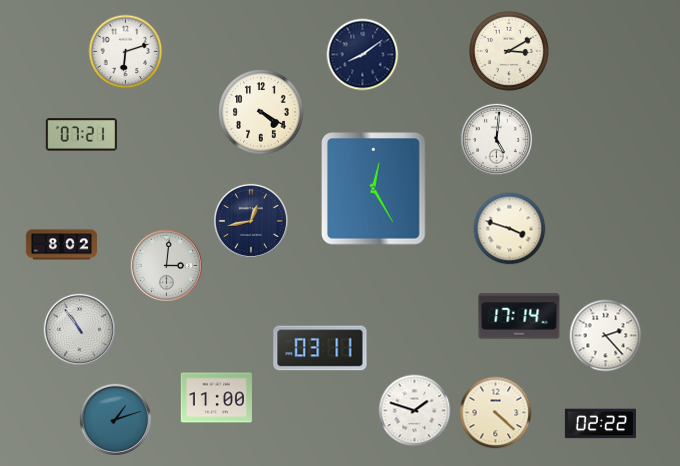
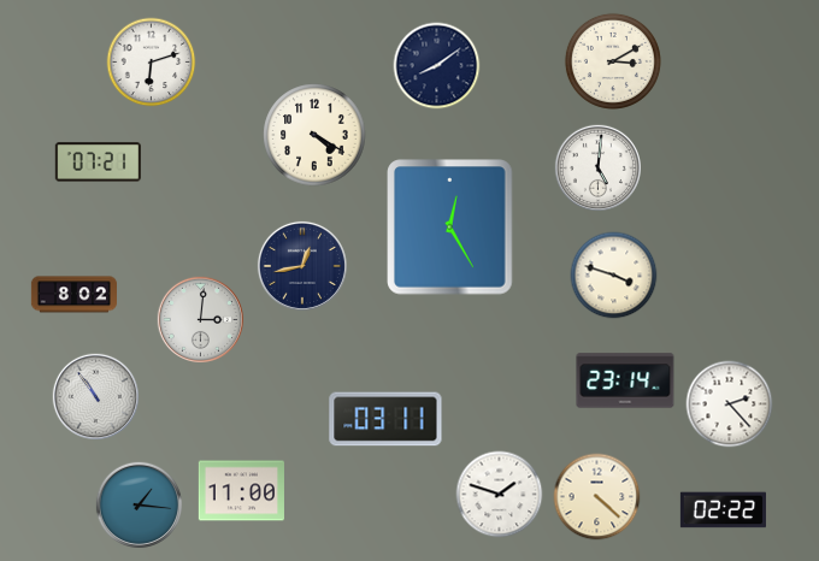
clock at (519, 316): 17:14 -> 23:14
clock at (216, 398) position: (216, 398) -> (241, 491)
clock at (115, 419): 1:12 -> 1:16
